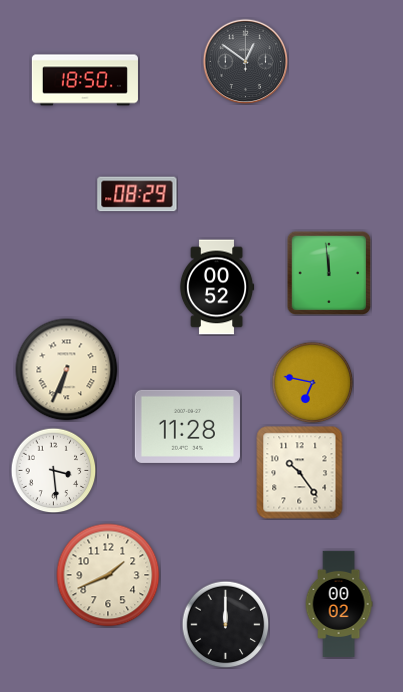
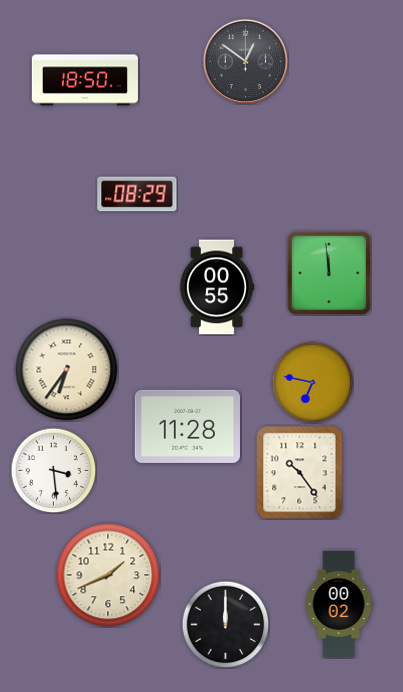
clock at (217, 287): 00:52 -> 00:55
clock at (67, 370): 6:34 -> 6:36
